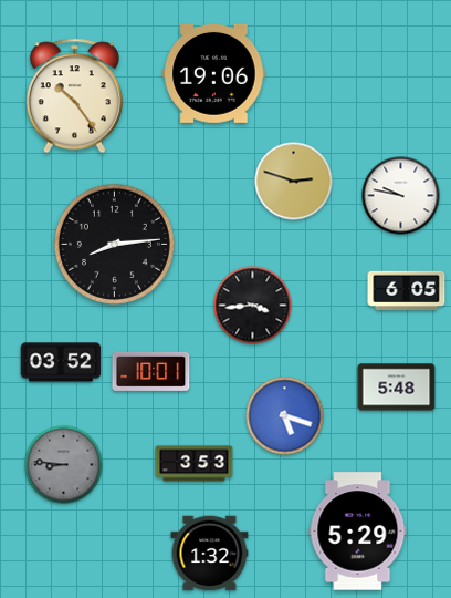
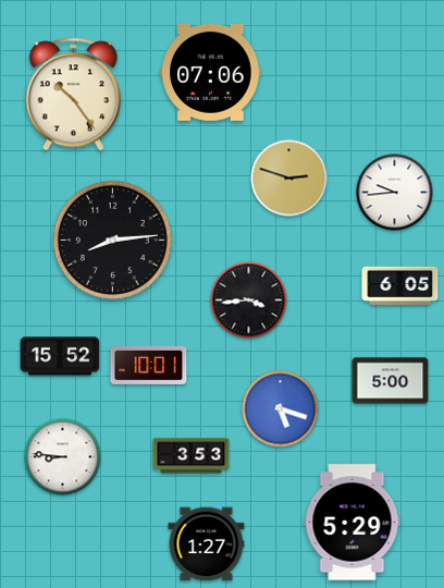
clock at (214, 73): 19:06 -> 07:06
clock at (401, 196): 9:47 -> 9:44
clock at (61, 362): 03:52 -> 15:52
clock at (397, 388): 5:48 -> 5:00
clock at (64, 465) dial: grey -> white
clock at (210, 554): 1:32 -> 1:27
